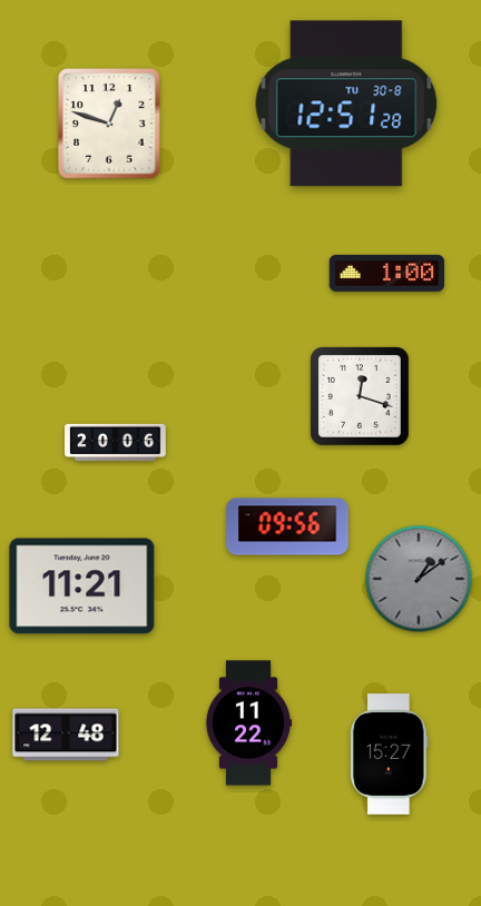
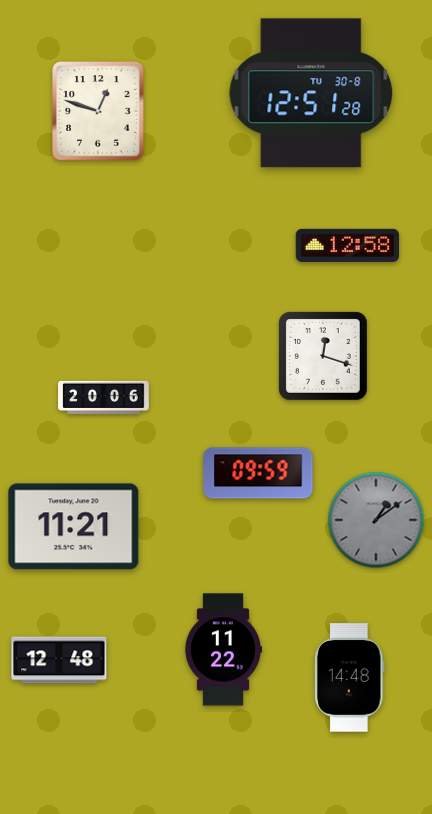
clock at (387, 273): 1:00 -> 12:58
clock at (287, 526): 09:56 -> 09:59
clock at (390, 755): 15:27 -> 14:48
